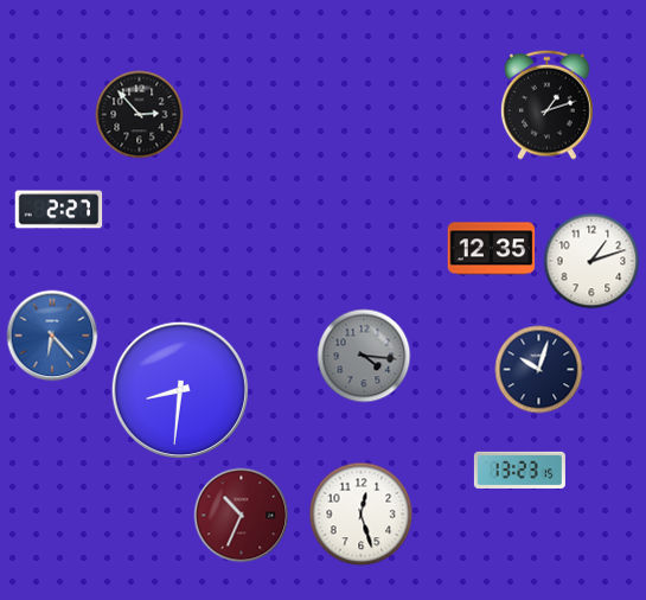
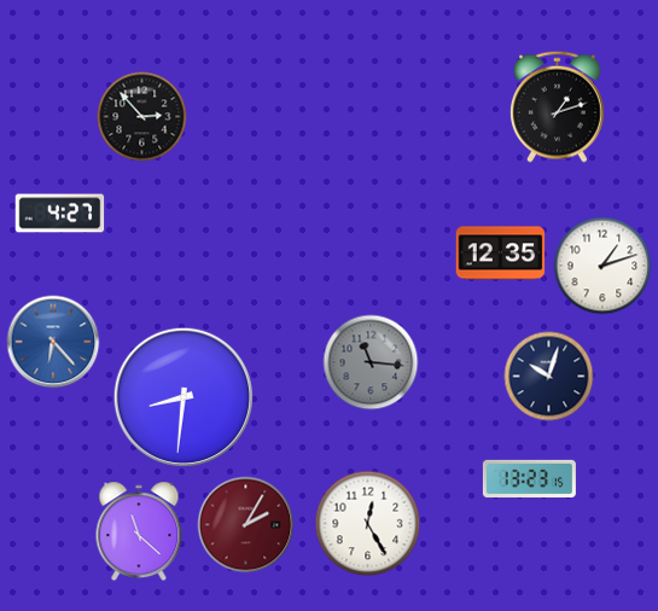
clock at (59, 210): 2:27 -> 4:27
clock at (364, 356): 4:16 -> 11:16
clock at (362, 515): 12:27 -> 12:25
clock at (242, 516): 10:34 -> 2:05
clock at (139, 531): none -> 11:22
